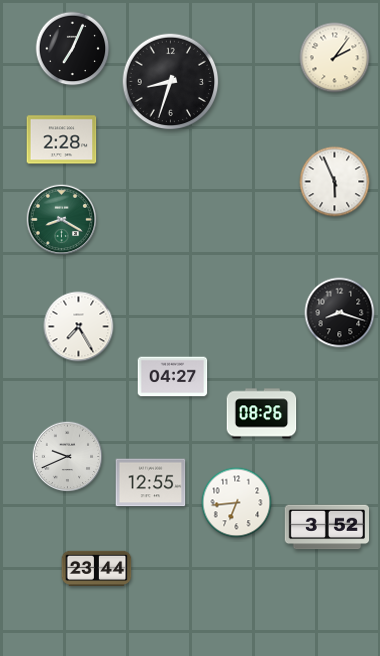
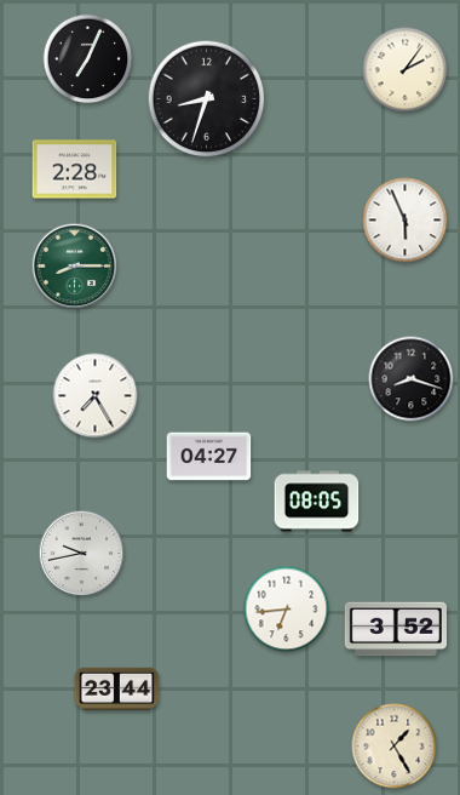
clock at (62, 220): 8:20 -> 8:15
clock at (262, 414): 08:26 -> 08:05
clock at (68, 457): 9:41 -> 9:43
clock at (151, 483): 12:55 -> none
clock at (326, 527) position: (326, 527) -> (395, 629)
clock at (395, 747): none -> 1:25
